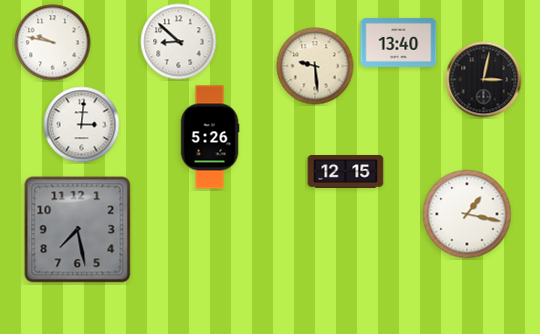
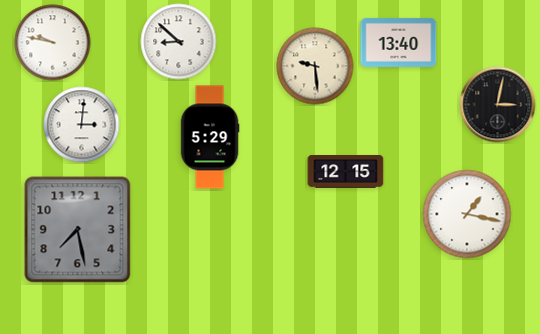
clock at (484, 80) position: (484, 80) -> (498, 105)
clock at (210, 137): 5:26 -> 5:29
